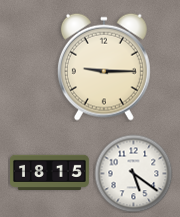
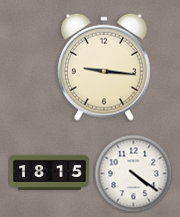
clock at (104, 67): 9:15 -> 9:16
clock at (133, 173): 5:21 -> 4:21
